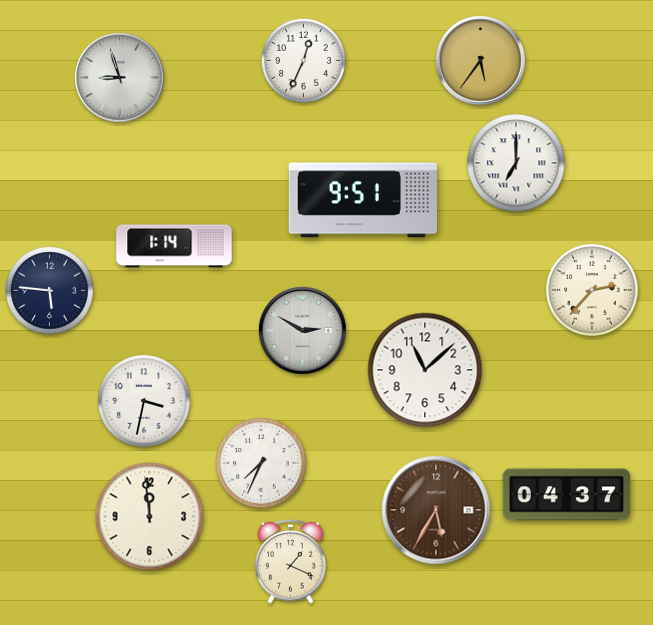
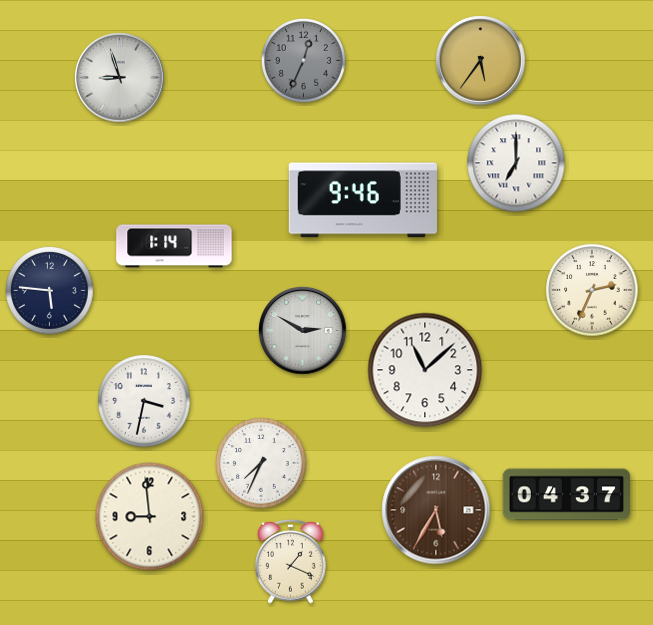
clock at (303, 60) dial: white -> grey
clock at (363, 200): 9:51 -> 9:46
clock at (592, 290): 2:37 -> 2:34
clock at (150, 517): 11:59 -> 8:59
